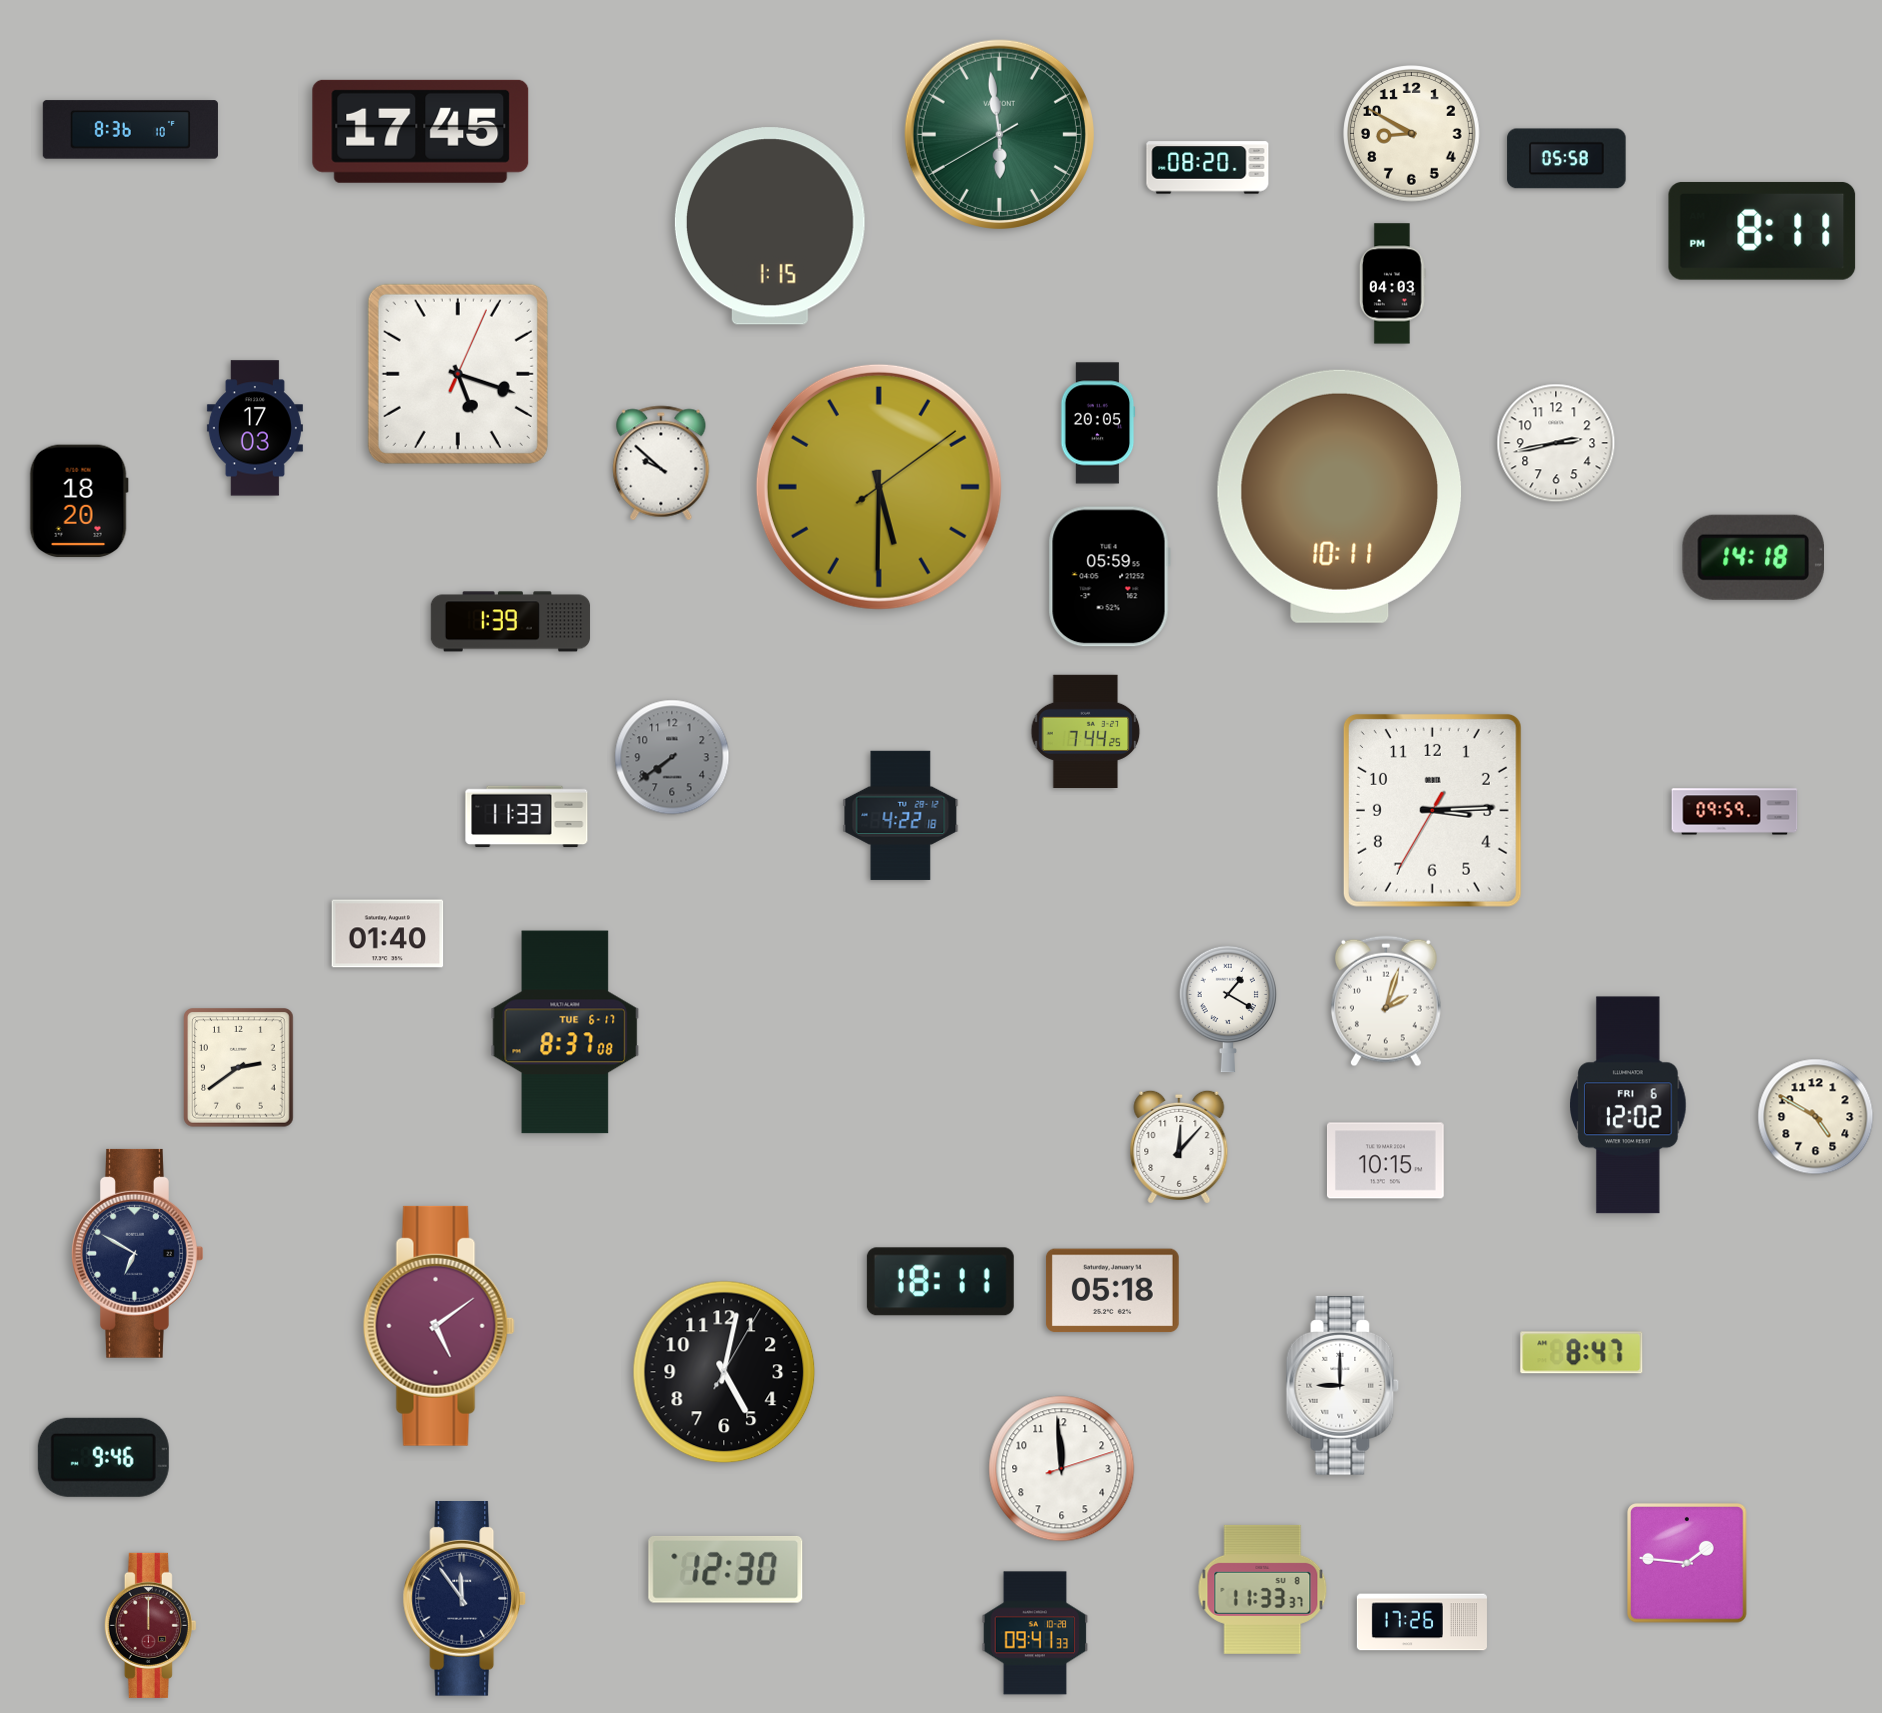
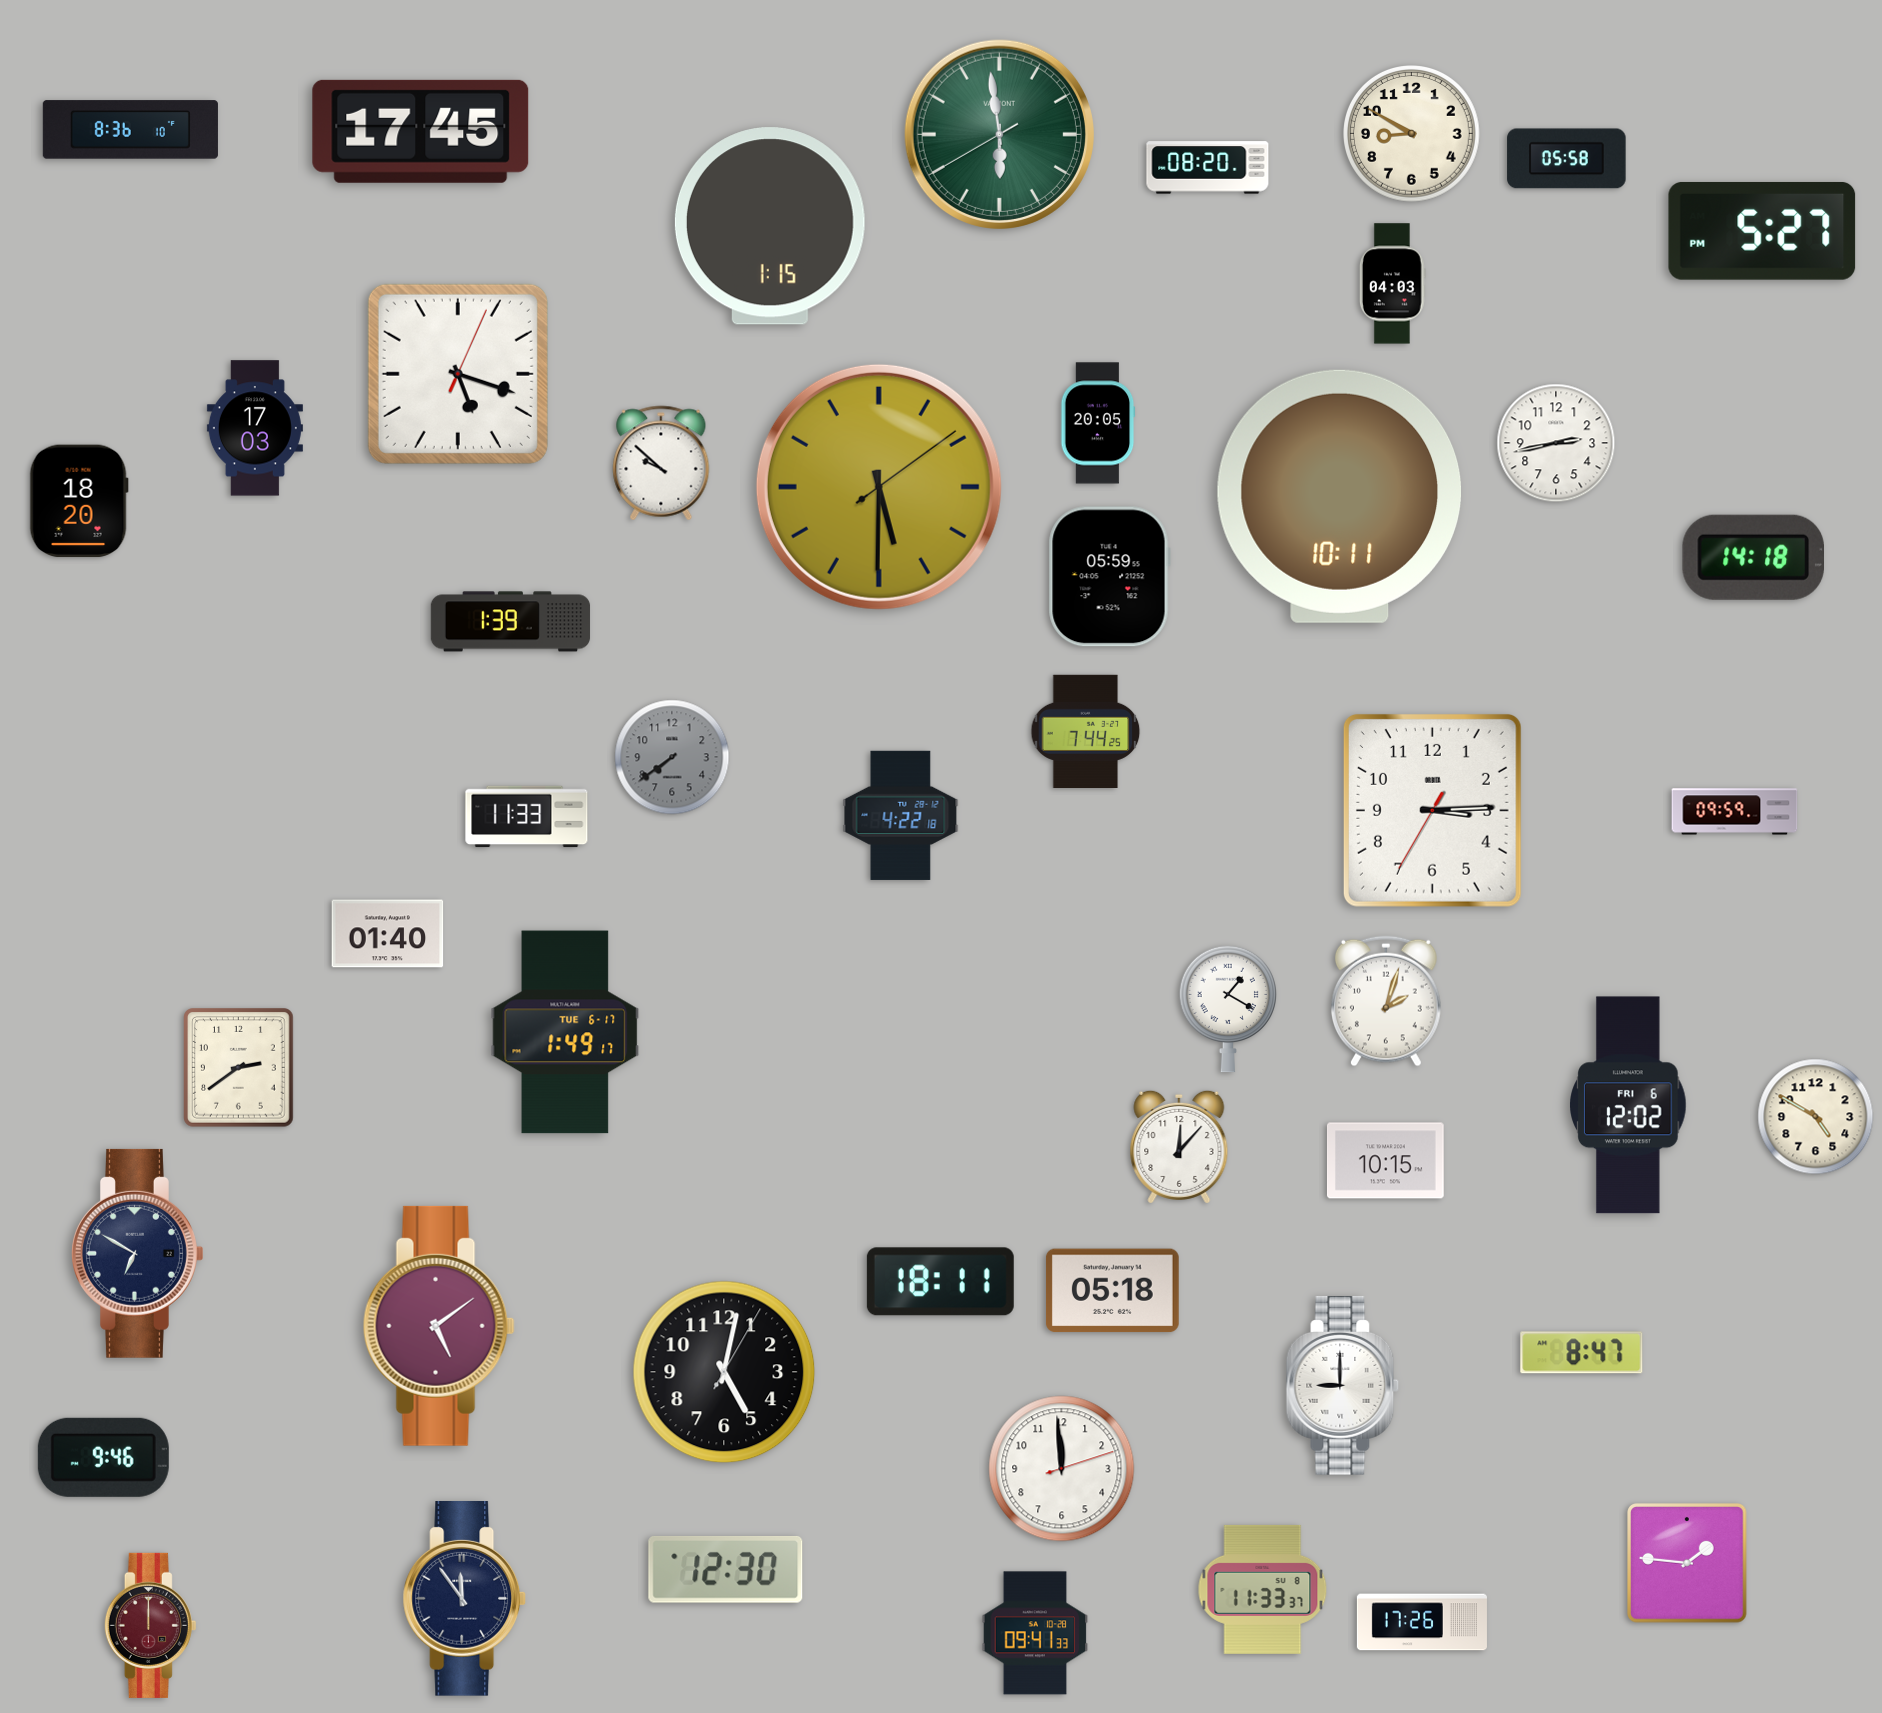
clock at (1762, 231): 8:11 -> 5:27
clock at (565, 1032): 8:37 -> 1:49
